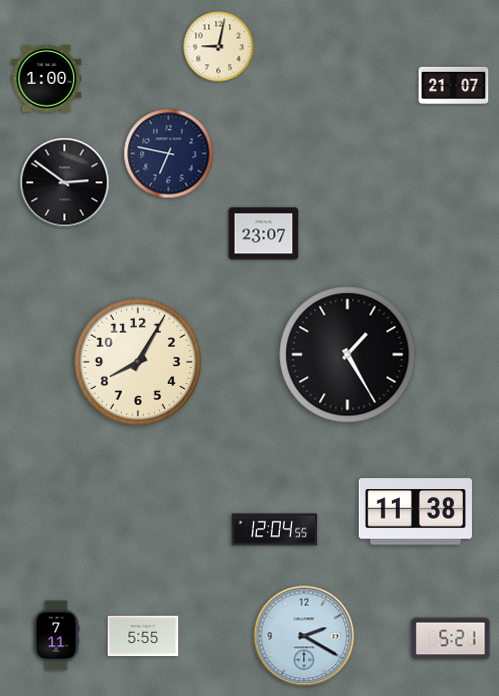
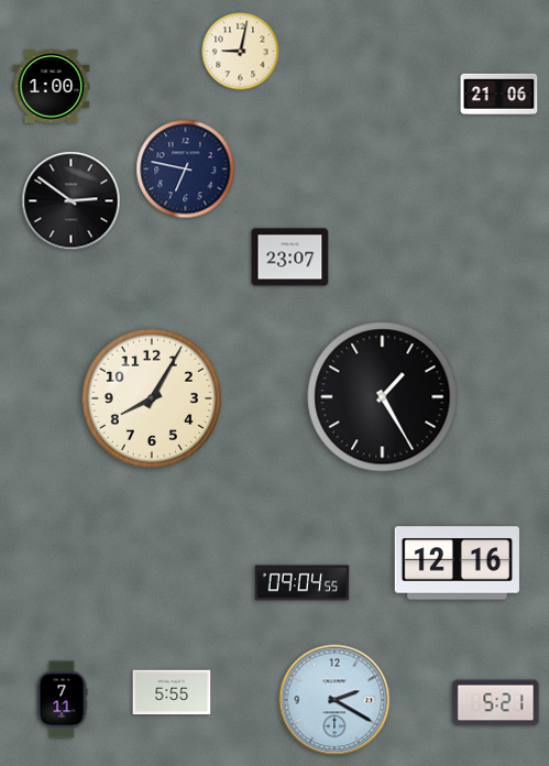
clock at (454, 85): 21:07 -> 21:06
clock at (348, 355) position: (348, 355) -> (383, 397)
clock at (415, 512): 11:38 -> 12:16
clock at (275, 530): 12:04 -> 09:04
clock at (143, 636) position: (143, 636) -> (172, 692)
